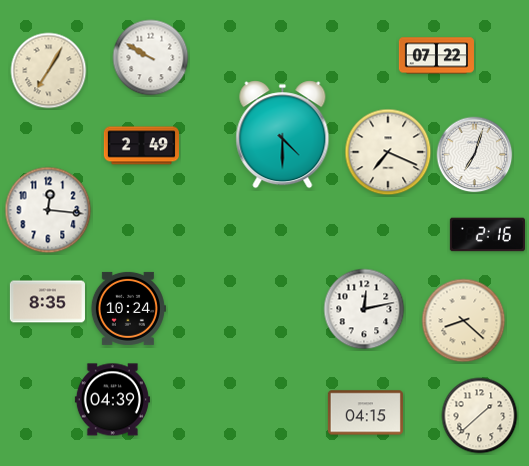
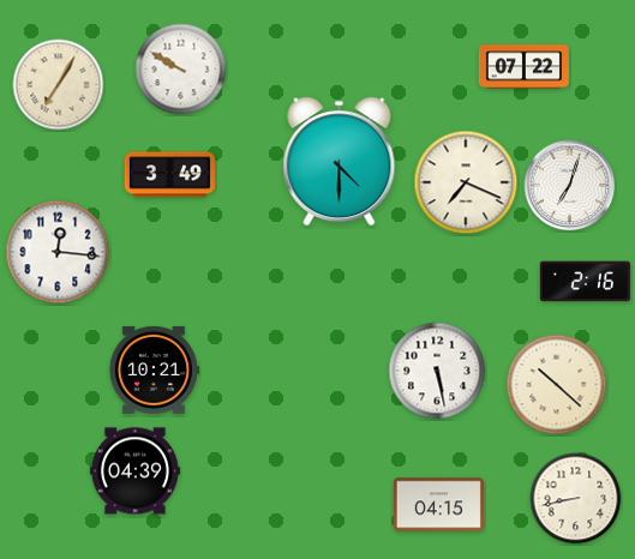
clock at (141, 146): 2:49 -> 3:49
clock at (47, 302): 8:35 -> none
clock at (128, 308): 10:24 -> 10:21
clock at (364, 309): 12:13 -> 5:28
clock at (464, 321): 8:22 -> 10:22
clock at (112, 400) position: (112, 400) -> (134, 471)
clock at (365, 413) position: (365, 413) -> (438, 505)
clock at (480, 416): 1:38 -> 8:43
